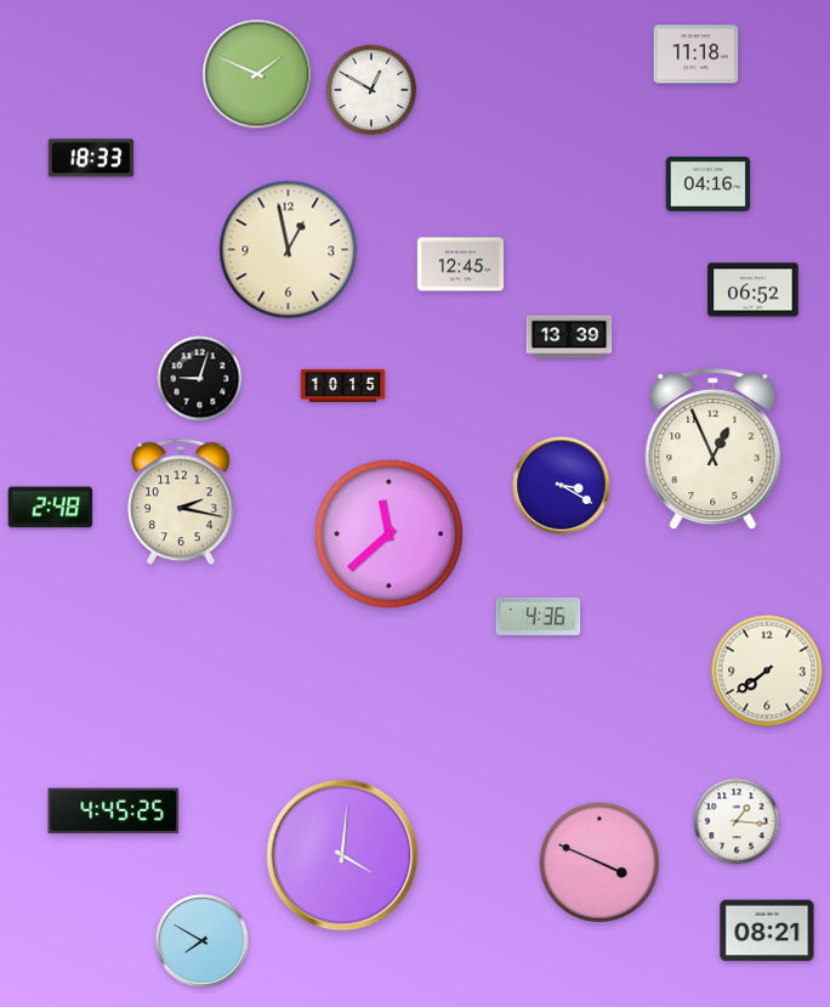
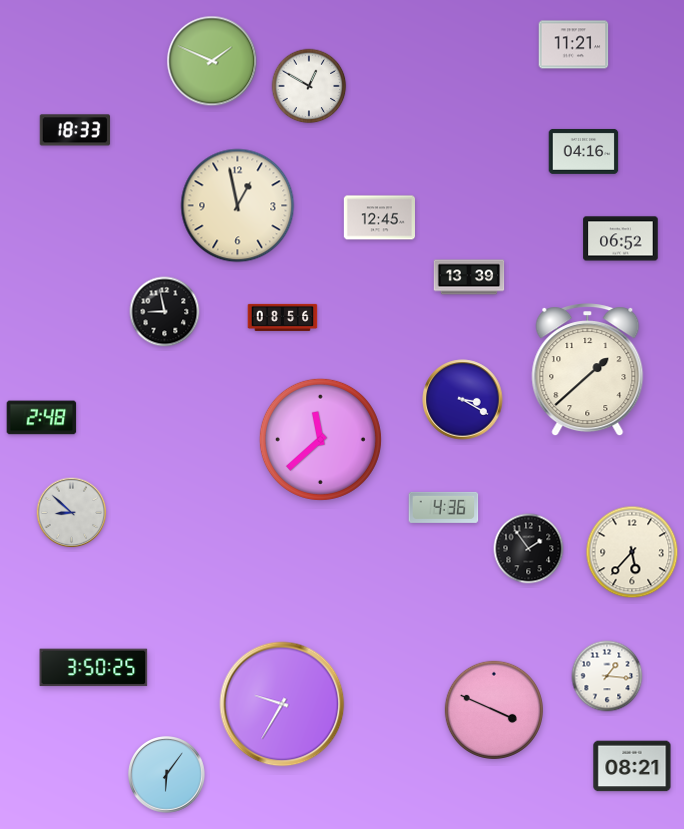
clock at (697, 55): 11:18 -> 11:21
clock at (371, 90) position: (371, 90) -> (309, 86)
clock at (200, 379): 9:03 -> 8:58
clock at (343, 385): 10:15 -> 08:56
clock at (714, 449): 12:56 -> 1:38
clock at (181, 502): 2:17 -> none
clock at (72, 513): none -> 8:52
clock at (529, 549): none -> 1:54
clock at (767, 671): 7:39 -> 5:37
clock at (114, 811): 4:45 -> 3:50
clock at (342, 855): 4:01 -> 9:35
clock at (203, 941): 7:50 -> 6:06
